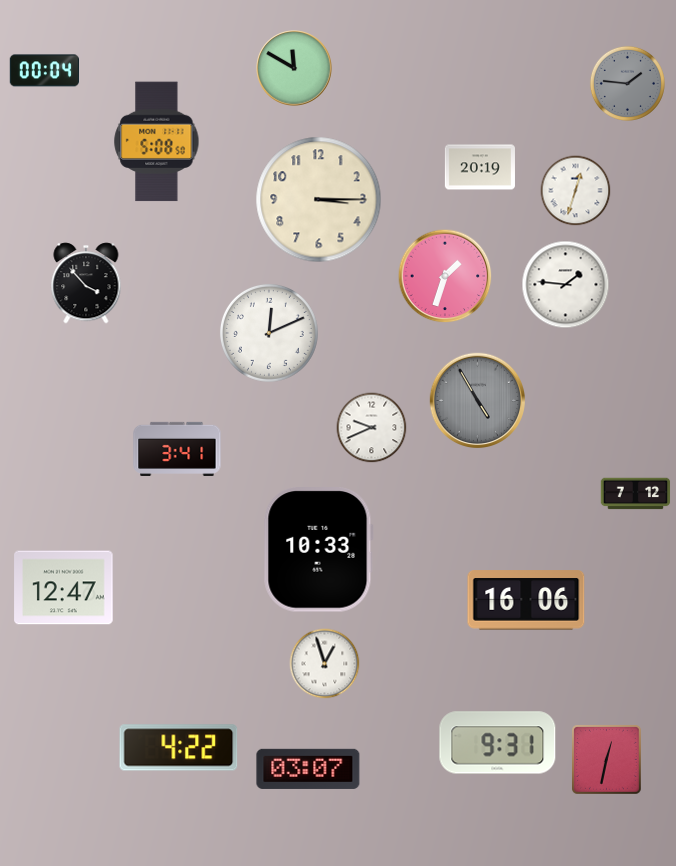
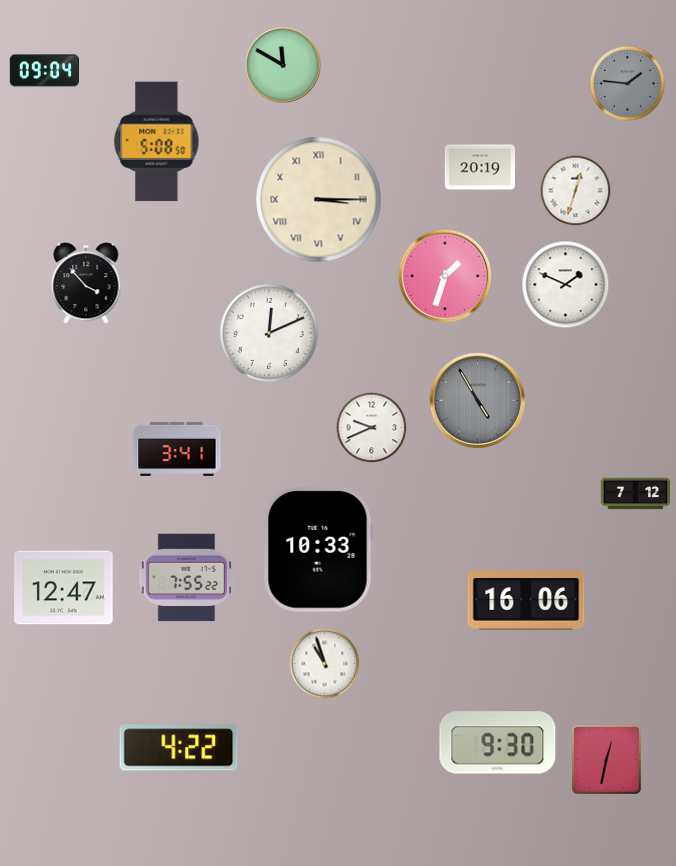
clock at (294, 68) position: (294, 68) -> (283, 65)
clock at (44, 71): 00:04 -> 09:04
clock at (319, 200) numerals: Arabic -> Roman
clock at (566, 285): 1:46 -> 1:49
clock at (187, 578): none -> 7:55
clock at (325, 664): 12:57 -> 10:57
clock at (498, 743): 9:31 -> 9:30
clock at (308, 769): 03:07 -> none
